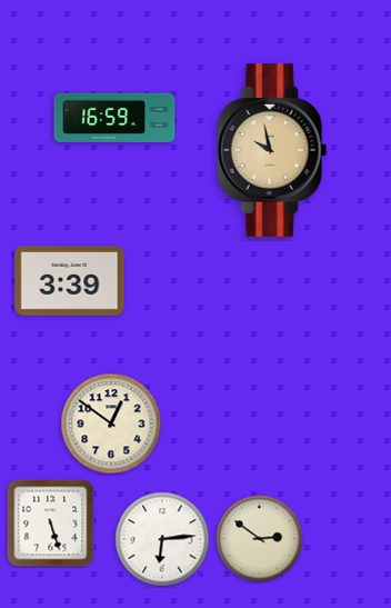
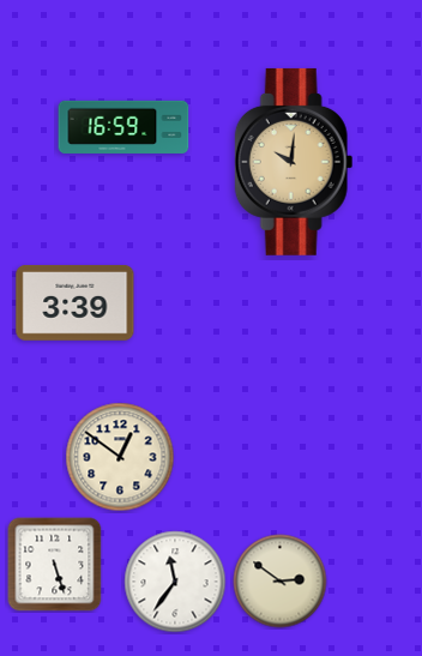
clock at (272, 150): 9:58 -> 10:01
clock at (162, 539): 6:14 -> 11:36
